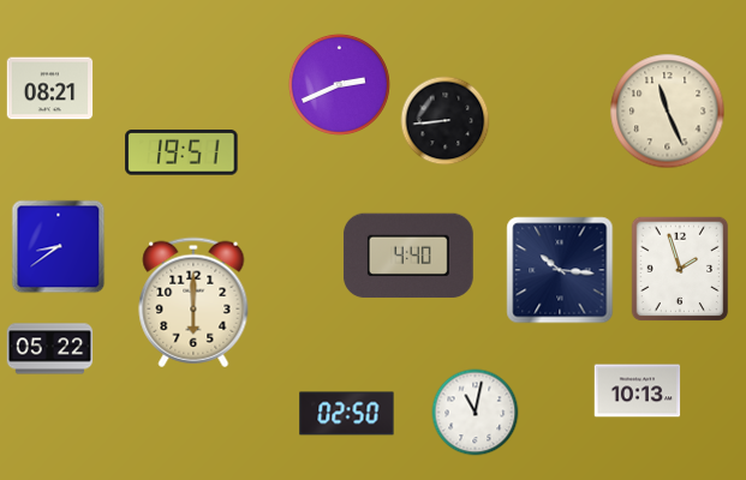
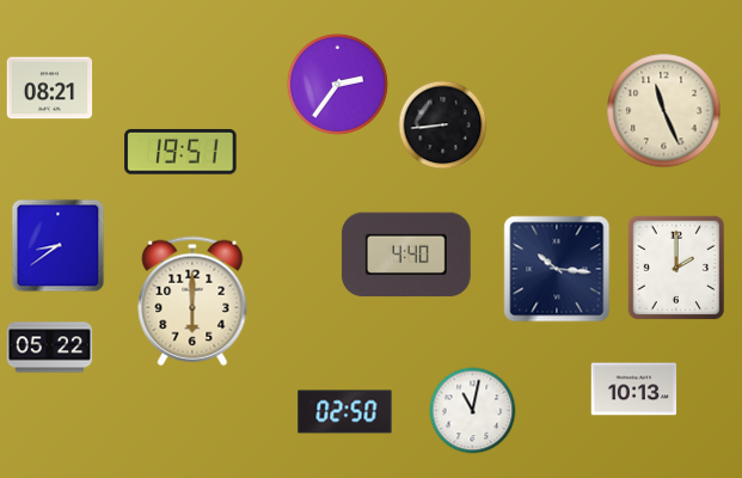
clock at (339, 84): 2:41 -> 2:36
clock at (446, 121) position: (446, 121) -> (443, 125)
clock at (680, 269): 1:57 -> 2:00
